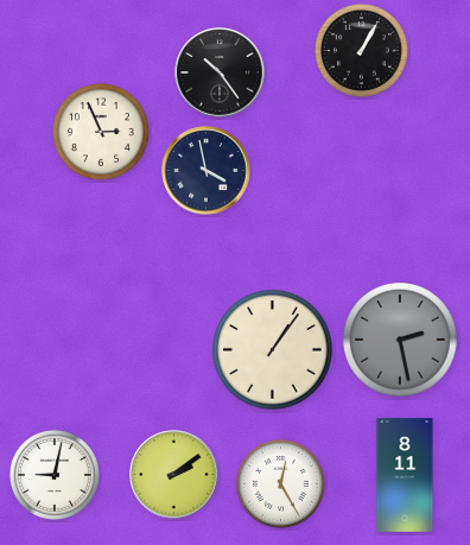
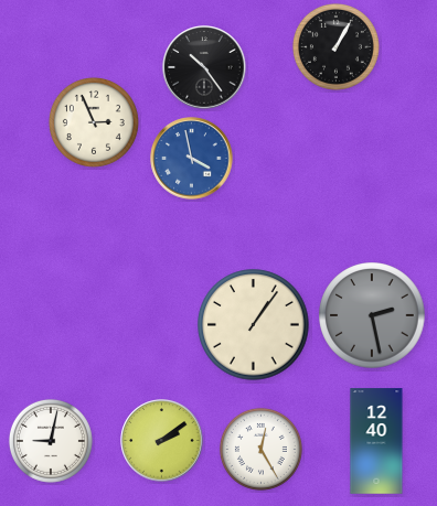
clock at (207, 171) dial: navy -> blue
clock at (405, 475): 8:11 -> 12:40
